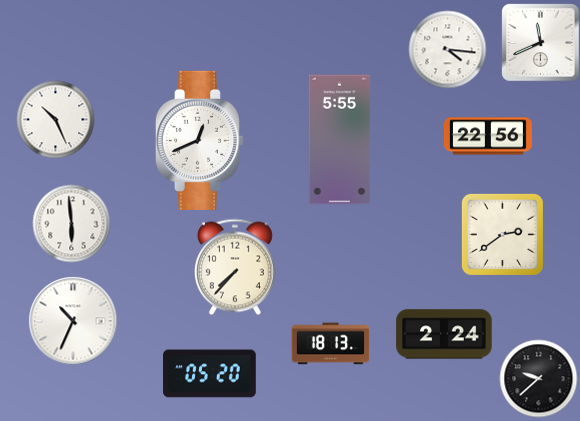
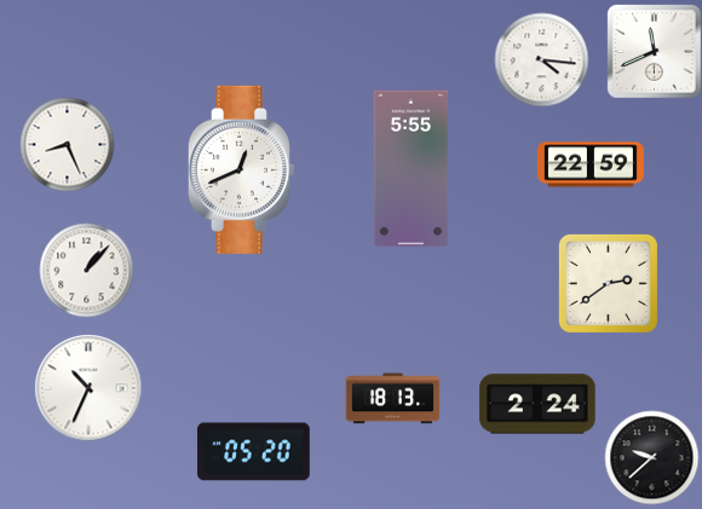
clock at (55, 119): 10:26 -> 8:26
clock at (488, 136): 22:56 -> 22:59
clock at (71, 223): 5:59 -> 1:07
clock at (235, 267): 7:37 -> none
clock at (330, 344) position: (330, 344) -> (392, 399)
